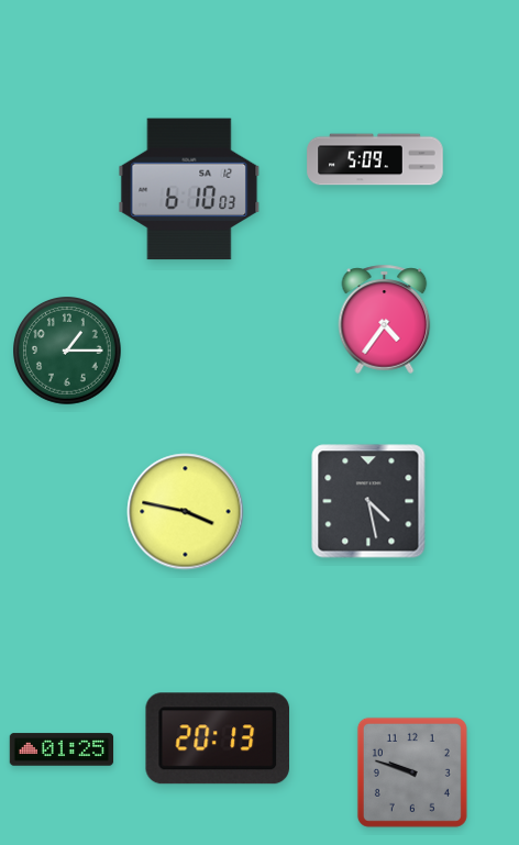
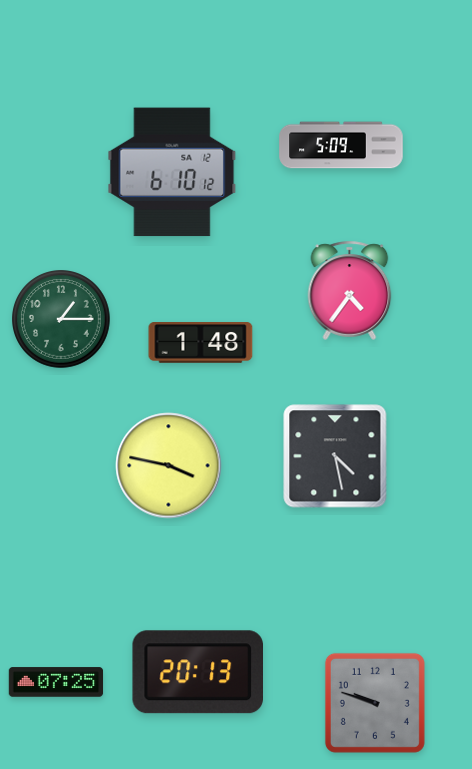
clock at (189, 189): 6:10:03 -> 6:10:12
clock at (201, 343): none -> 1:48
clock at (62, 749): 01:25 -> 07:25
